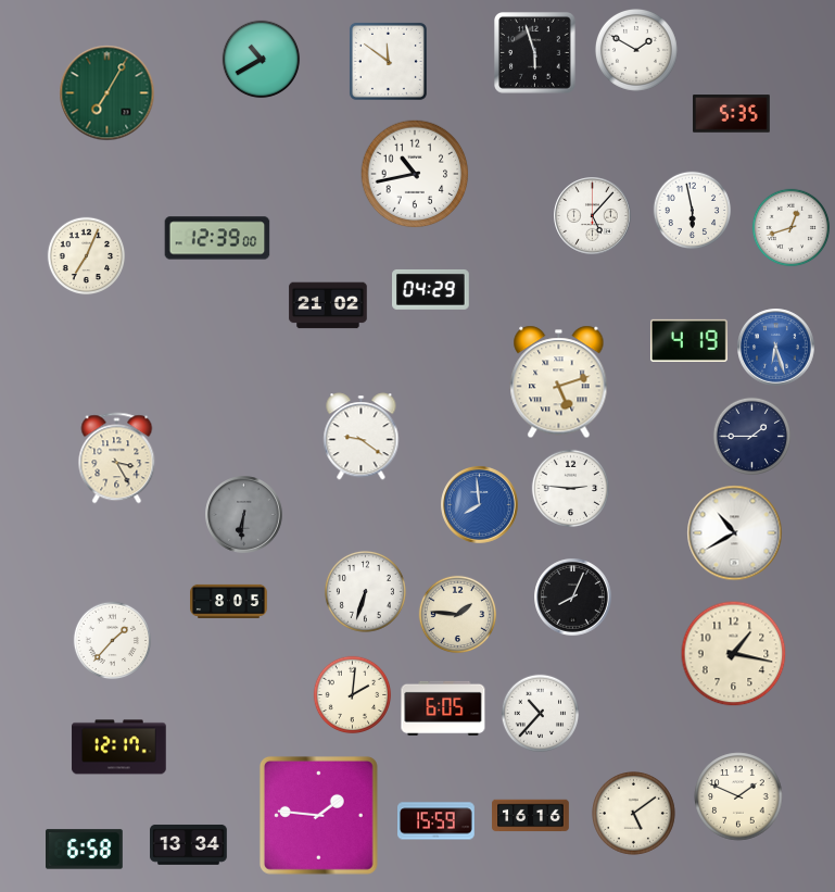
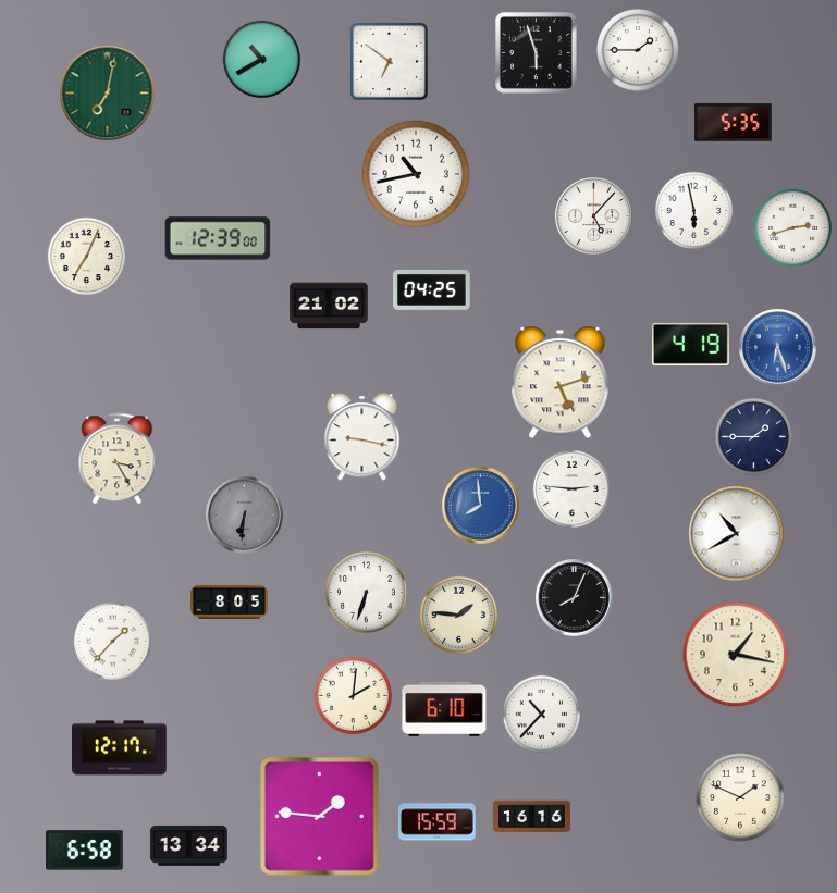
clock at (636, 50): 1:50 -> 1:45
clock at (388, 61): 11:51 -> 6:51
clock at (107, 93): 7:05 -> 7:02
clock at (732, 114) position: (732, 114) -> (734, 123)
clock at (792, 228): 12:42 -> 2:42
clock at (431, 289): 04:29 -> 04:25
clock at (688, 340) position: (688, 340) -> (690, 344)
clock at (362, 437): 9:21 -> 9:17
clock at (443, 708): 6:05 -> 6:10
clock at (634, 814): 5:09 -> none
